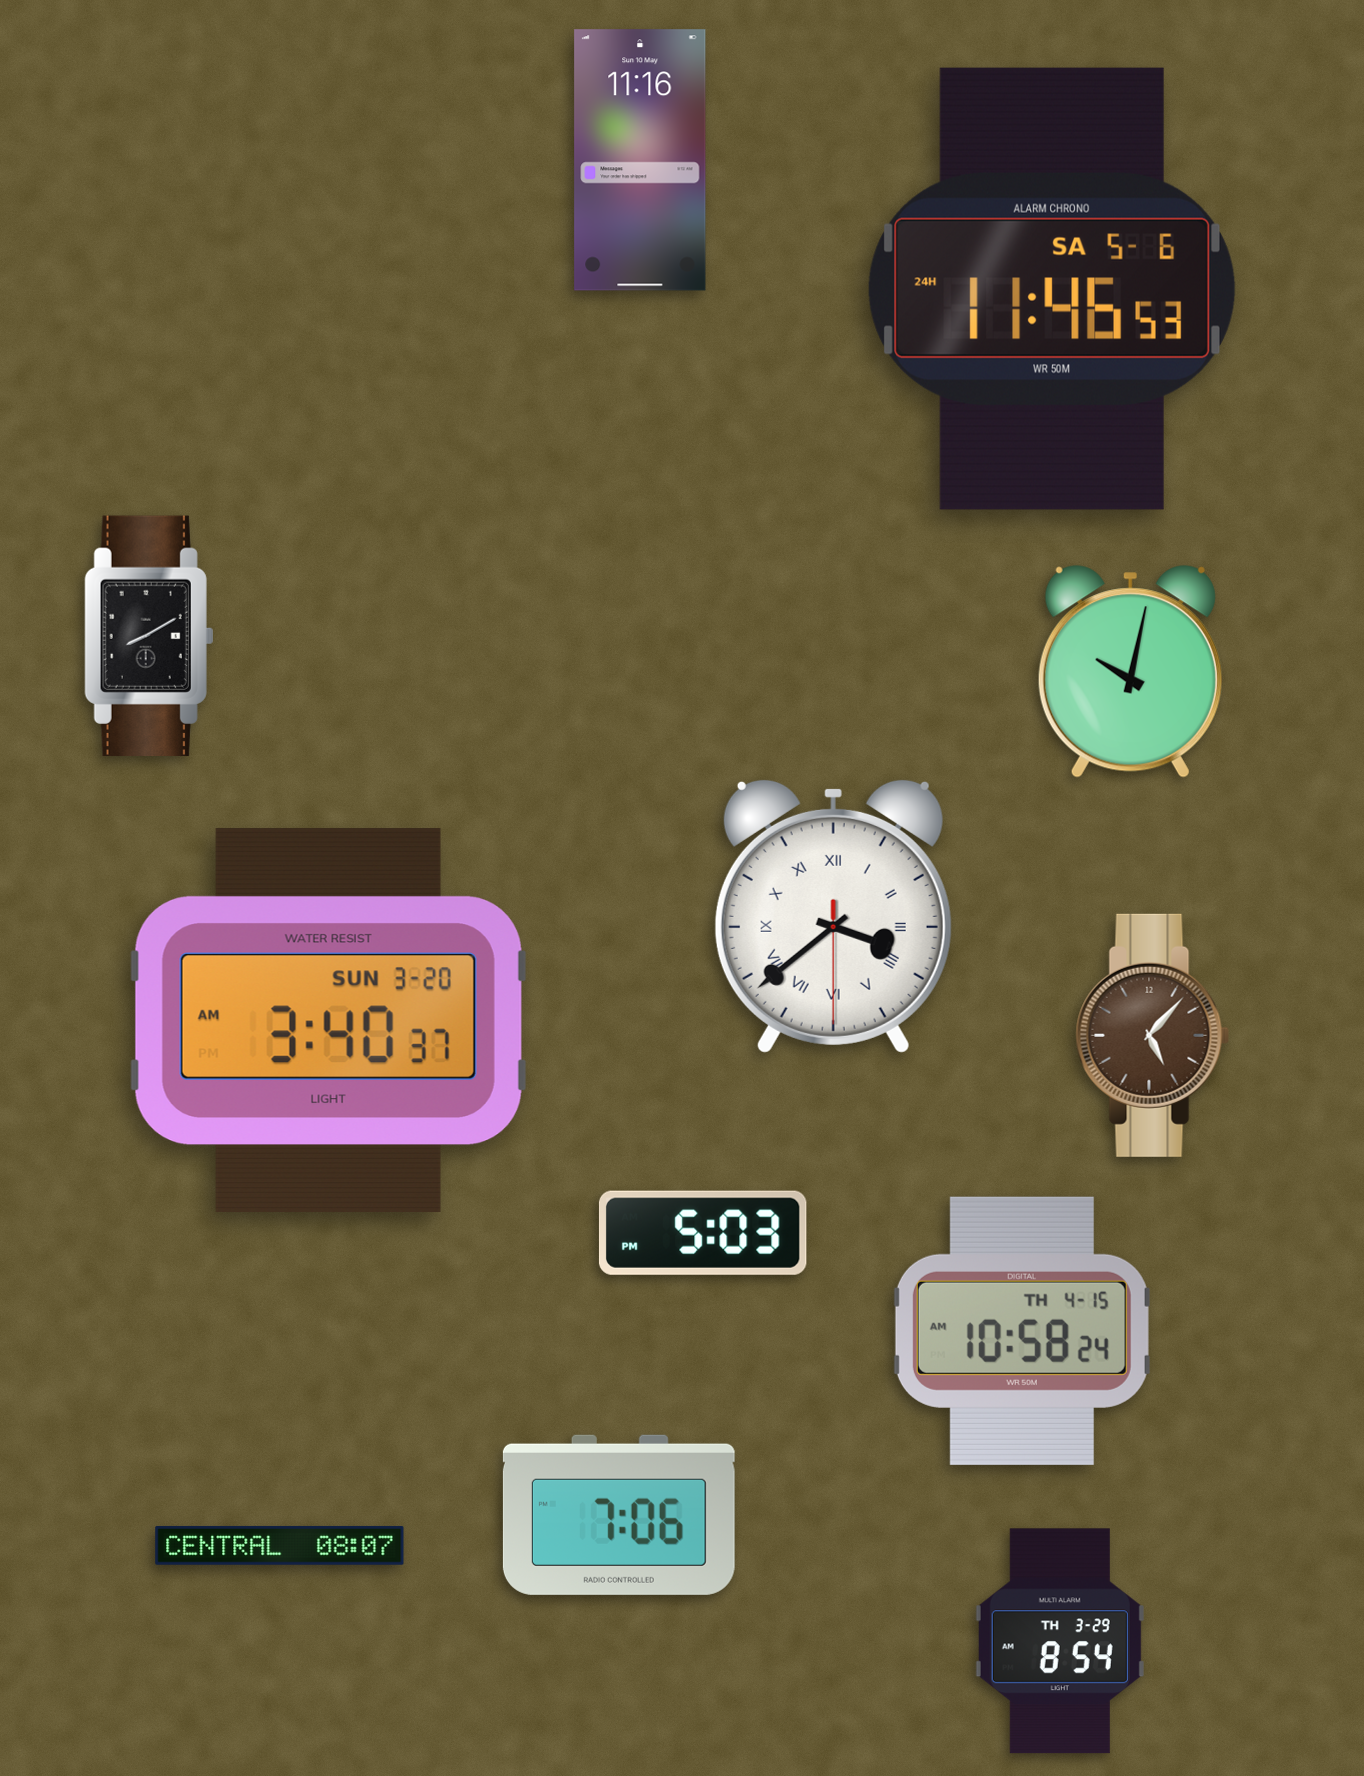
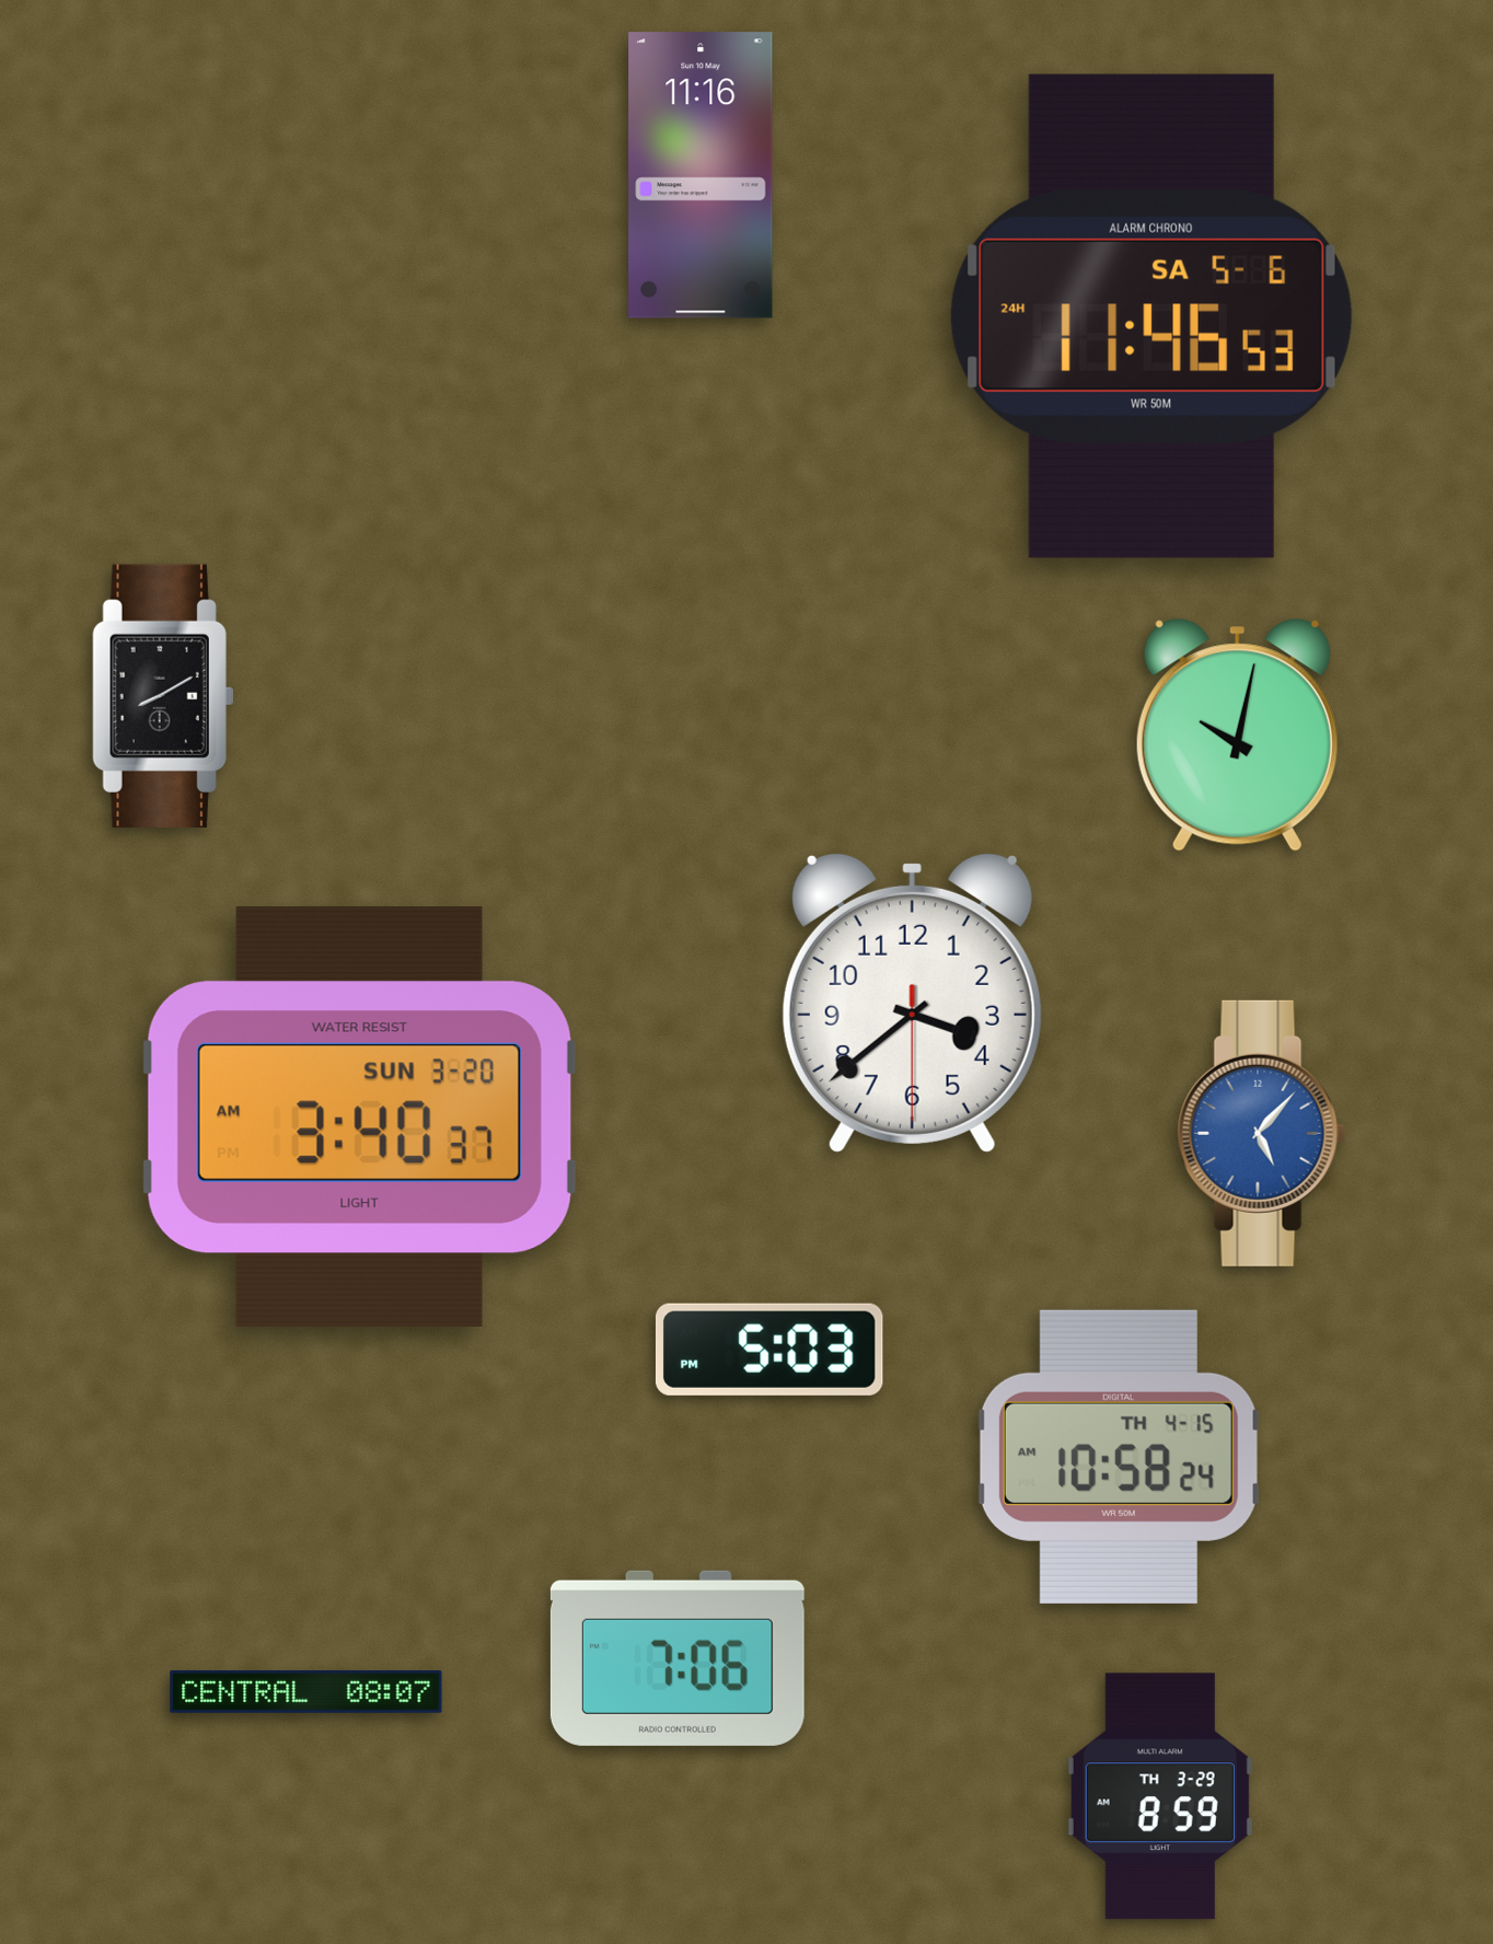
clock at (833, 916) numerals: Roman -> Arabic
clock at (1153, 1035) dial: brown -> blue
clock at (1060, 1641): 8:54 -> 8:59
